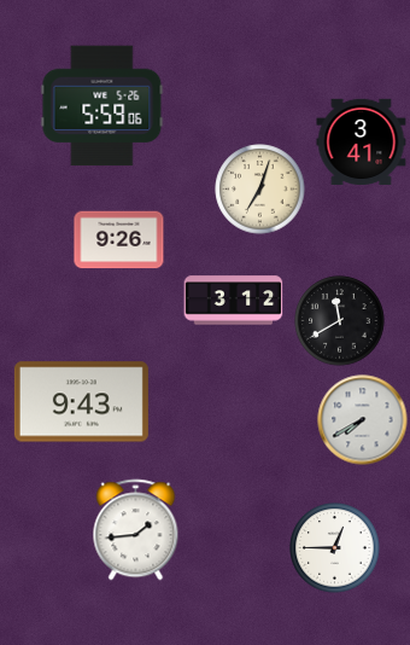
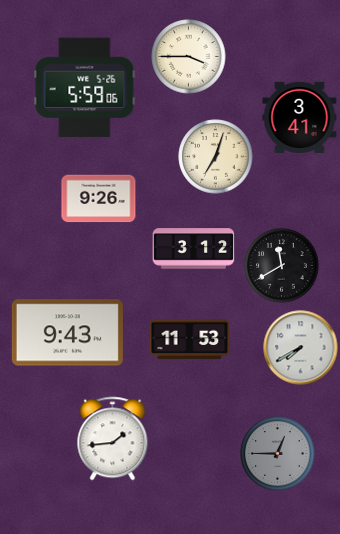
clock at (189, 57): none -> 3:45
clock at (190, 340): none -> 11:53
clock at (335, 548) dial: white -> grey
